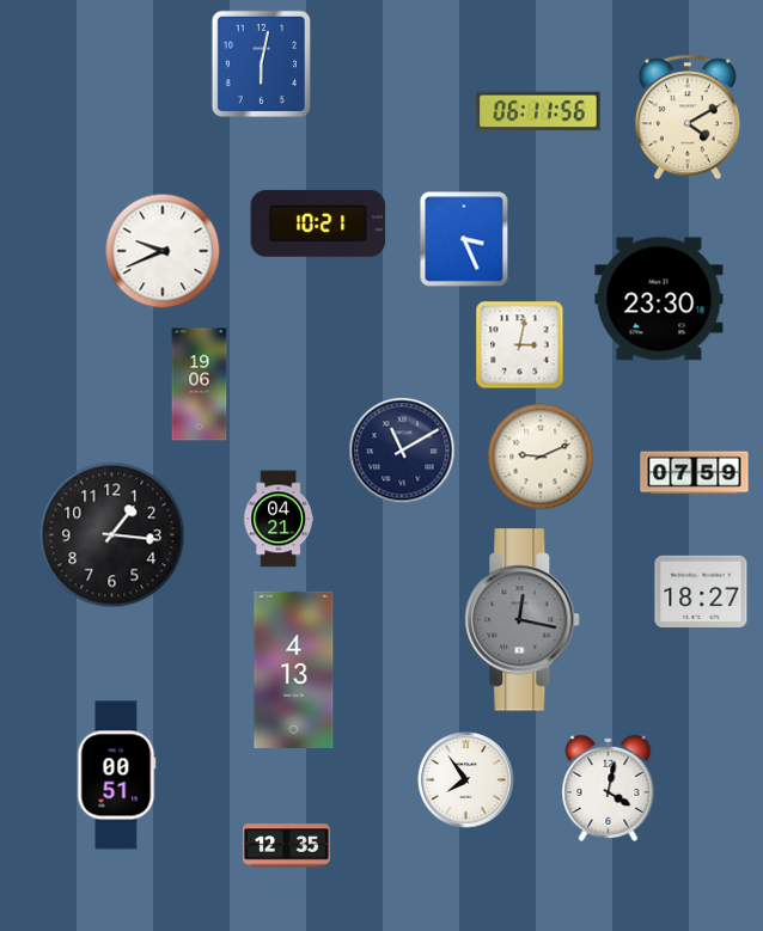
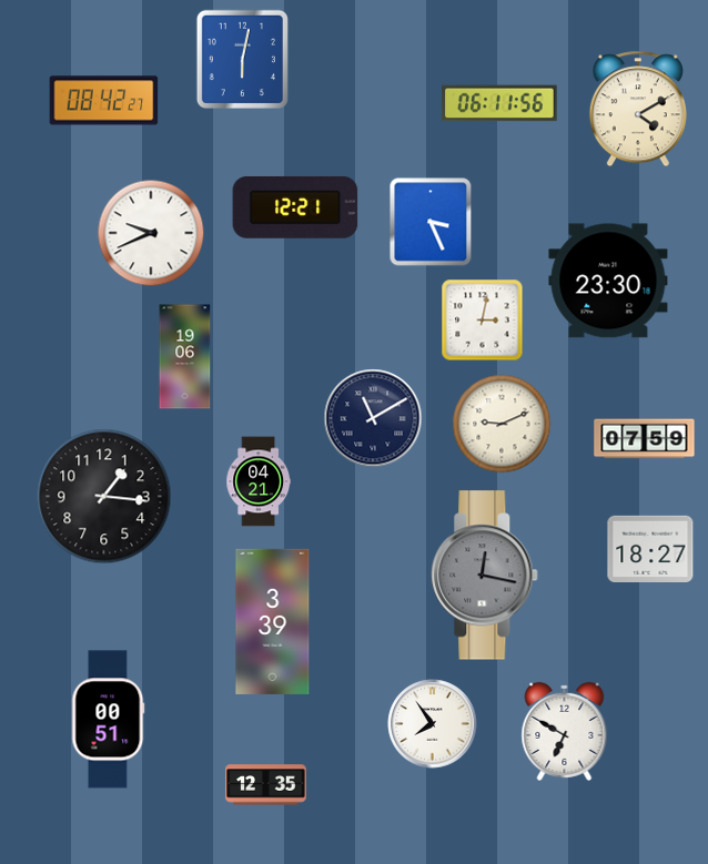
clock at (104, 101): none -> 08:42
clock at (318, 223): 10:21 -> 12:21
clock at (659, 299) position: (659, 299) -> (608, 281)
clock at (294, 669): 4:13 -> 3:39
clock at (609, 788): 4:02 -> 6:50
